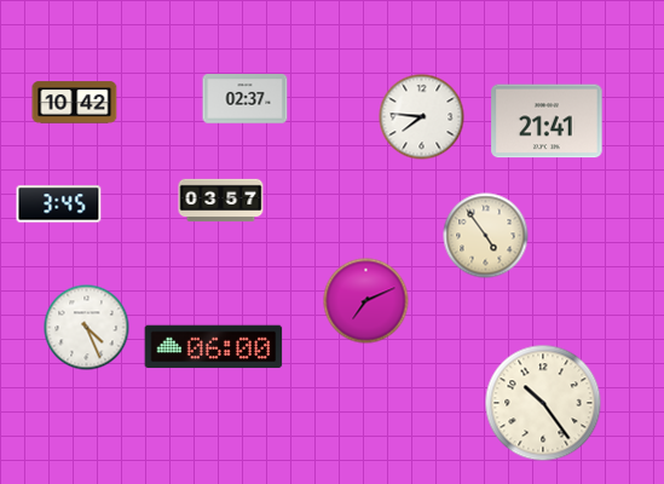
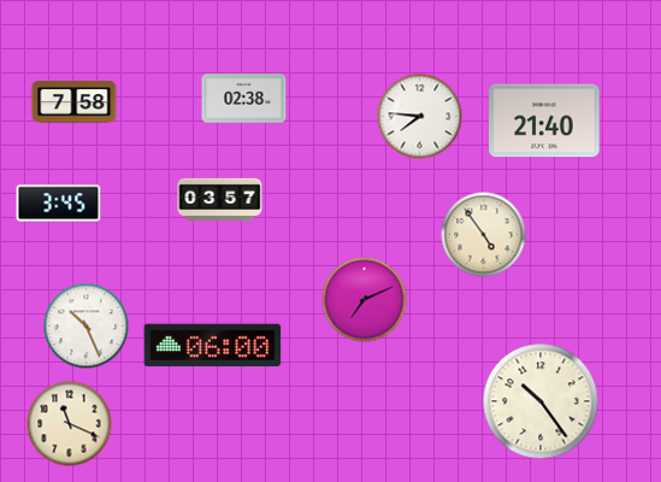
clock at (246, 99): 02:37 -> 02:38
clock at (75, 103): 10:42 -> 7:58
clock at (547, 121): 21:41 -> 21:40
clock at (87, 328): 4:26 -> 10:26
clock at (70, 424): none -> 11:19
